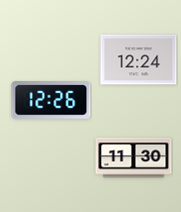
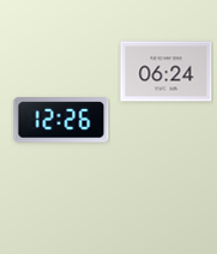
clock at (139, 60): 12:24 -> 06:24
clock at (134, 158): 11:30 -> none
